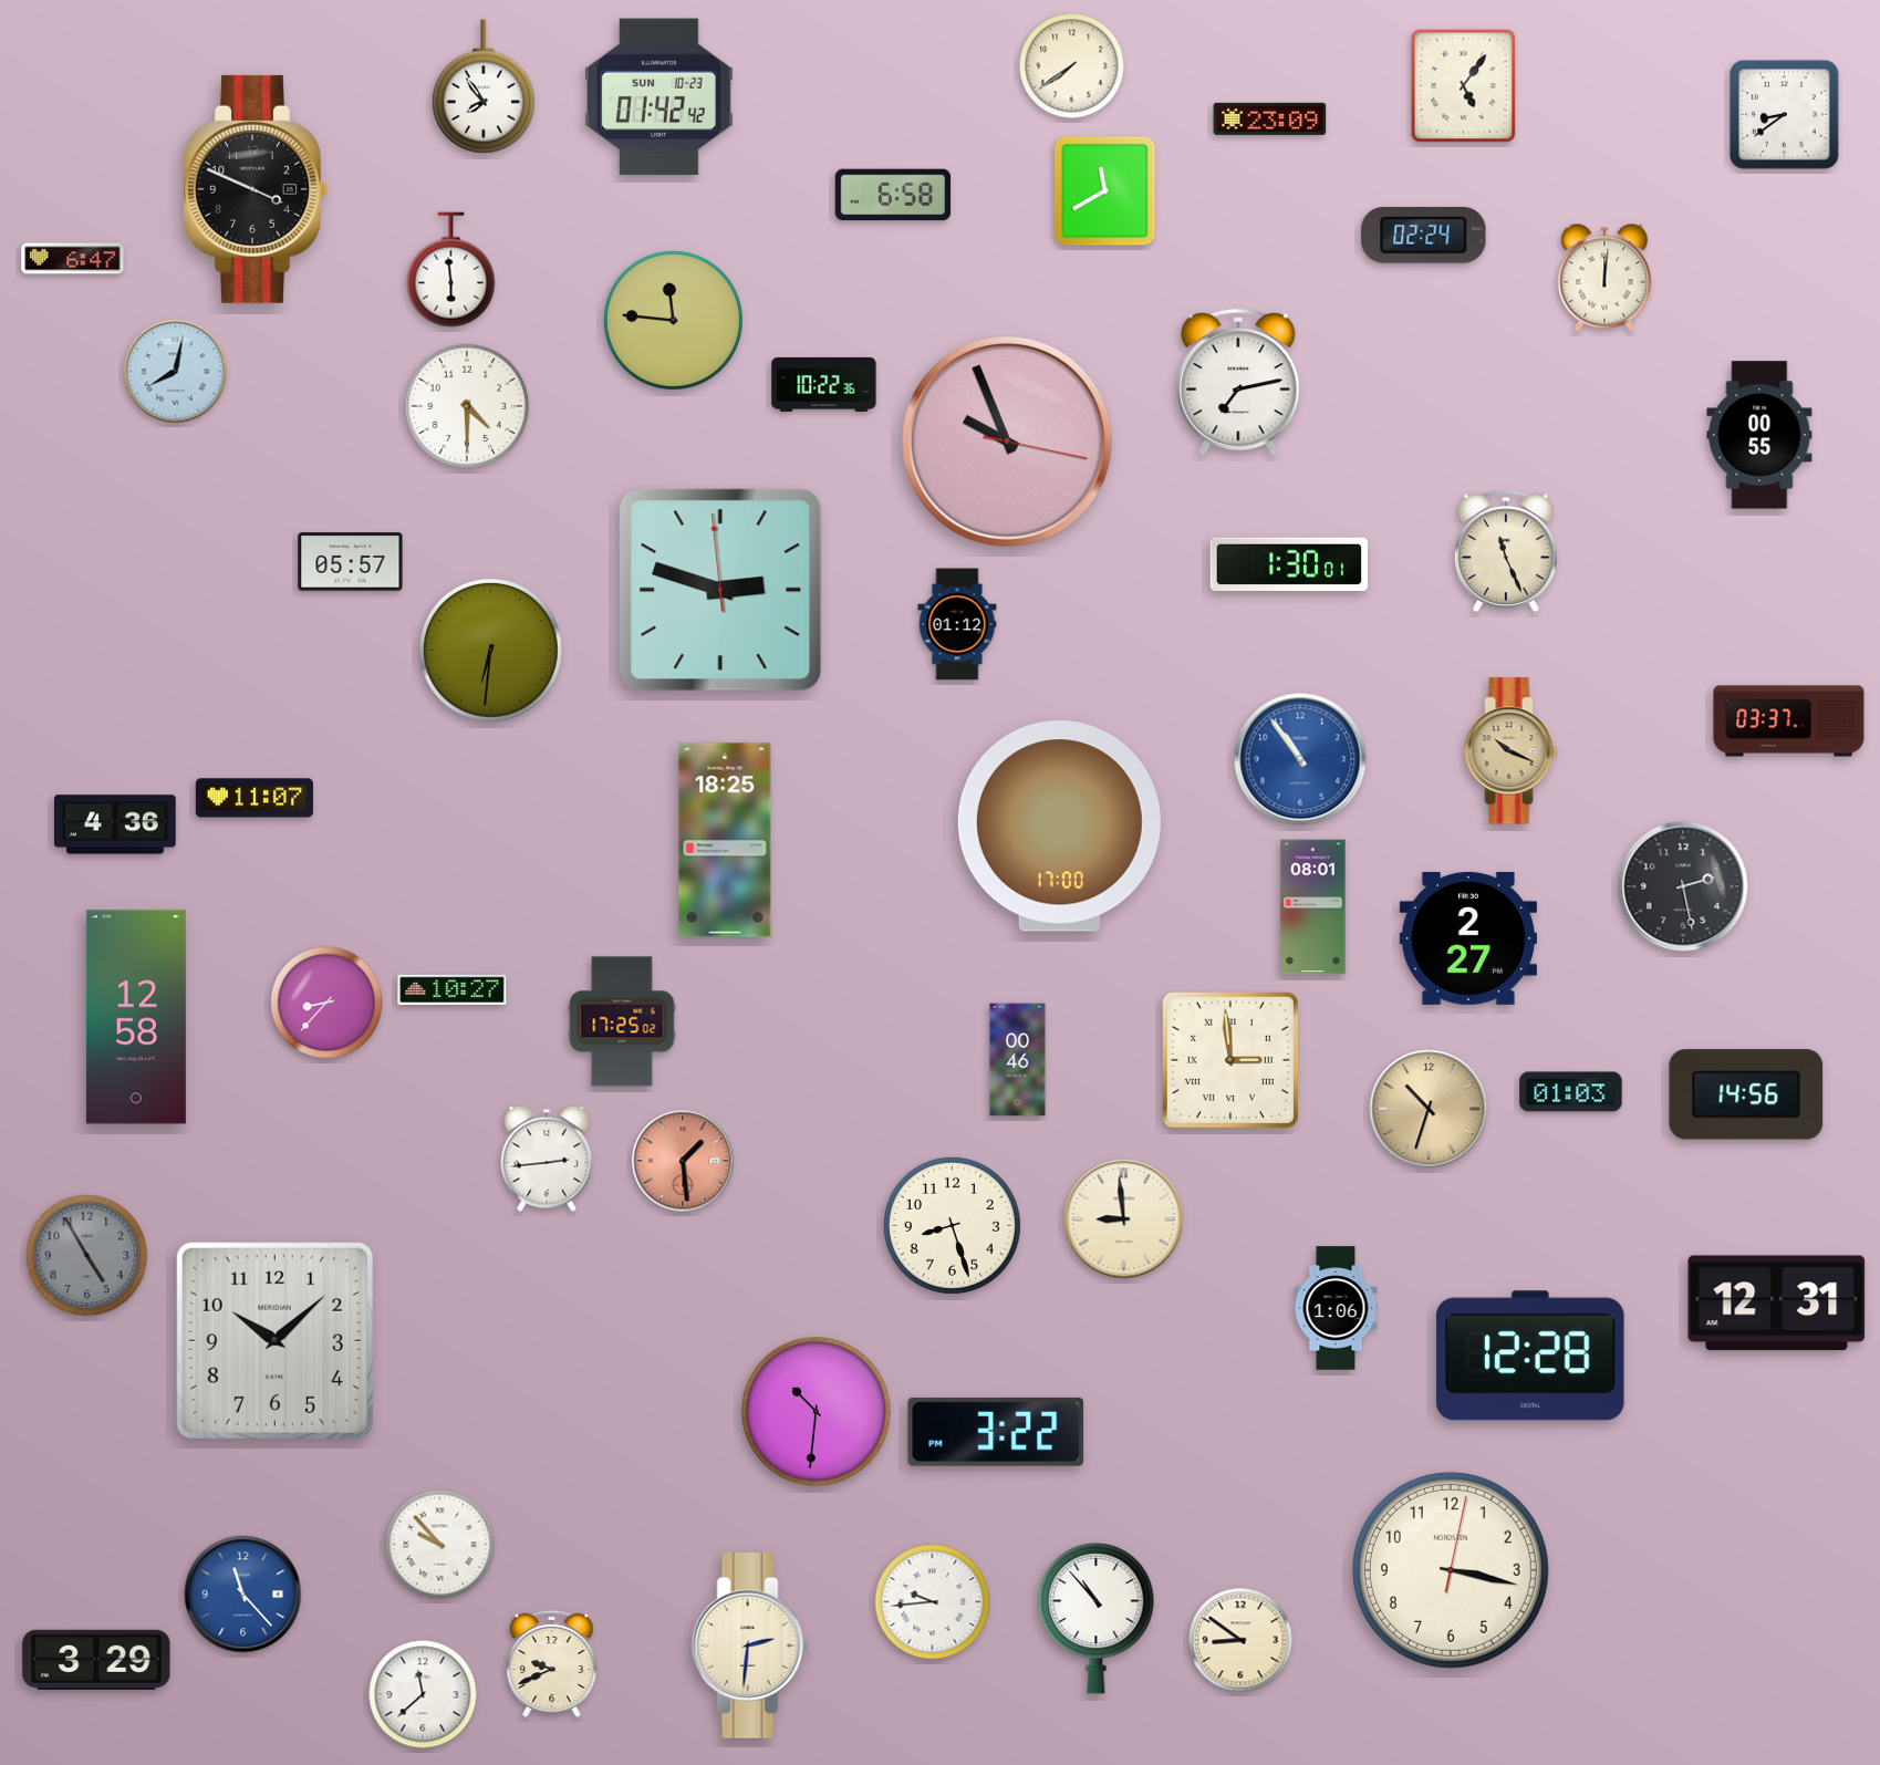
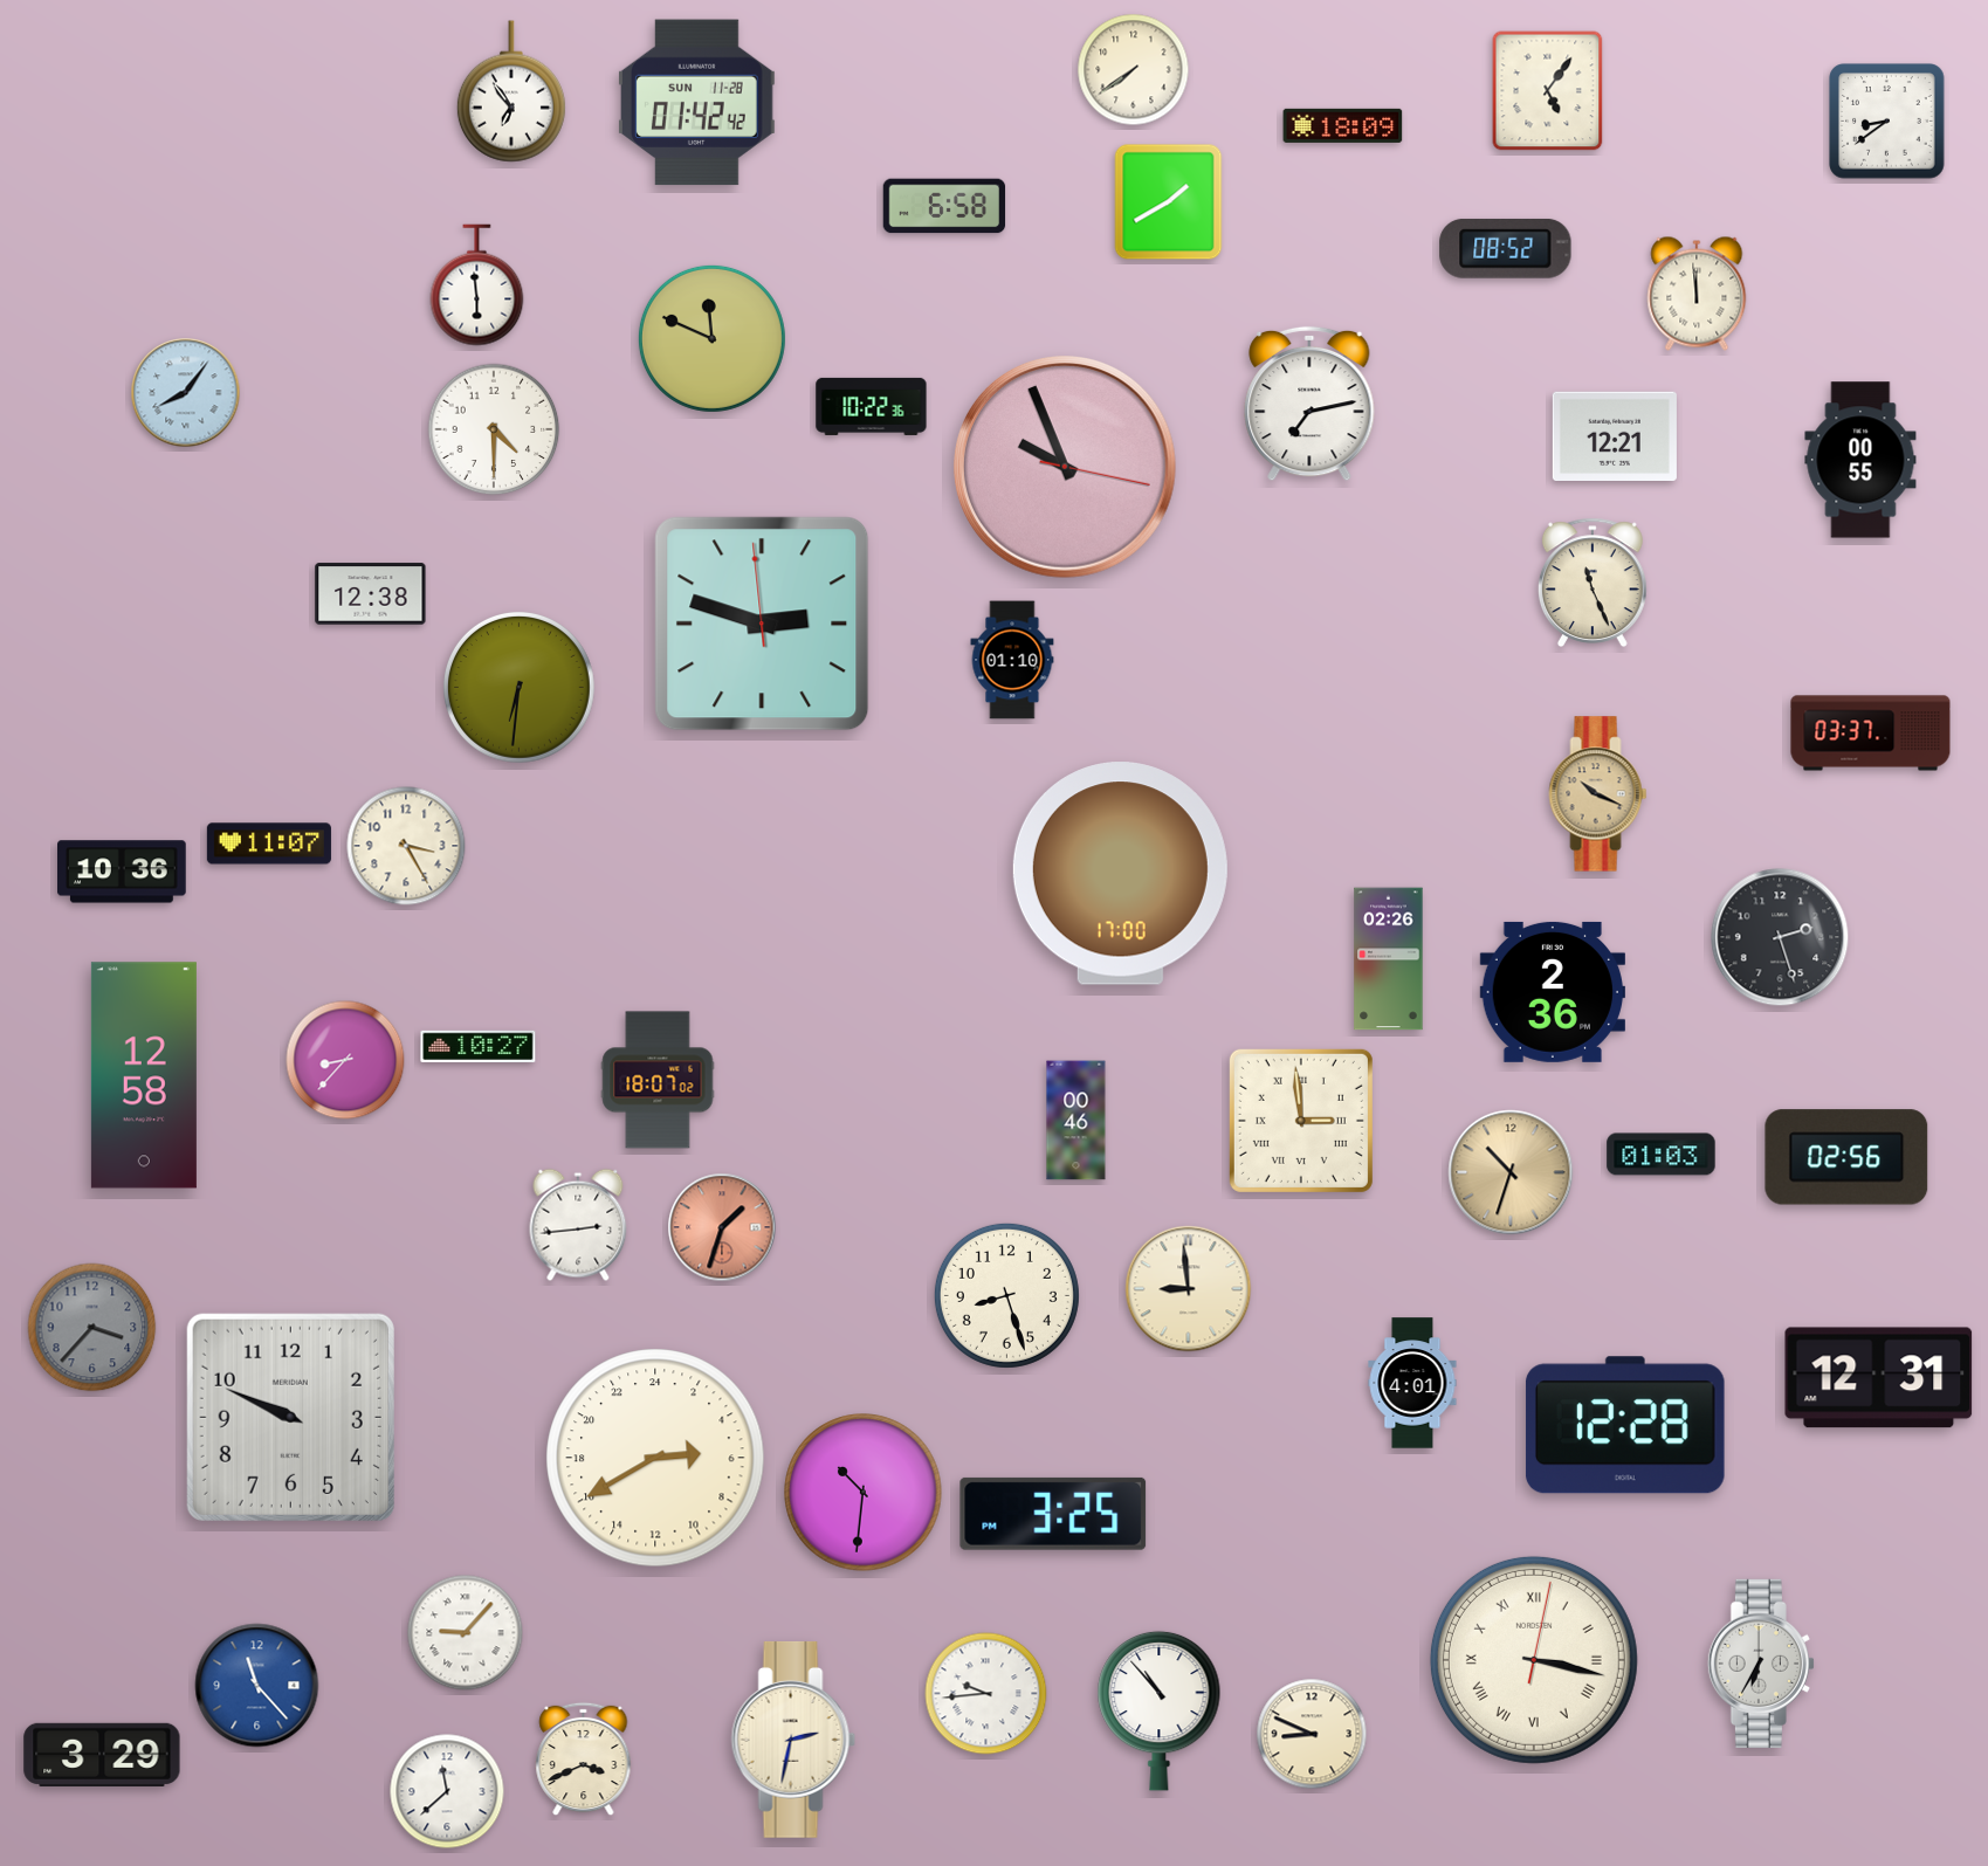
clock at (484, 86): 7:54 -> 6:54
clock at (658, 97) date: SUN 10-23 -> SUN 11-28
clock at (1270, 118): 23:09 -> 18:09
clock at (256, 189): 3:49 -> none
clock at (1105, 191): 11:40 -> 1:40
clock at (1424, 235): 02:24 -> 08:52
clock at (73, 259): 6:47 -> none
clock at (1604, 278): 12:01 -> 11:59
clock at (673, 320): 11:46 -> 11:49
clock at (176, 372): 8:02 -> 8:06
clock at (1615, 435): none -> 12:21
clock at (351, 562): 05:57 -> 12:38
clock at (1289, 564): 1:30 -> none
clock at (957, 624): 01:12 -> 01:10
clock at (1789, 721) position: (1789, 721) -> (1871, 734)
clock at (1300, 759): 10:54 -> none
clock at (406, 846): none -> 3:25
clock at (116, 824): 4:36 -> 10:36
clock at (725, 840): 18:25 -> none
clock at (1683, 886): 2:28 -> 2:27
clock at (1313, 907): 08:01 -> 02:26
clock at (1468, 938): 2:27 -> 2:36
clock at (622, 1021): 17:25 -> 18:07
clock at (1746, 1094): 14:56 -> 02:56
clock at (683, 1161): 1:29 -> 1:33
clock at (87, 1256): 4:55 -> 3:37
clock at (1336, 1308): 1:06 -> 4:01
clock at (274, 1340): 10:08 -> 9:49
clock at (1530, 1356) position: (1530, 1356) -> (1625, 1425)
clock at (655, 1458): none -> 5:40
clock at (996, 1432): 3:22 -> 3:25
clock at (440, 1545): 9:53 -> 9:07
clock at (1451, 1570) numerals: Arabic -> Roman
clock at (1761, 1664): none -> 6:35
clock at (1240, 1640): 8:51 -> 8:49
clock at (750, 1645): 2:31 -> 2:32
clock at (552, 1664): 9:41 -> 3:41
